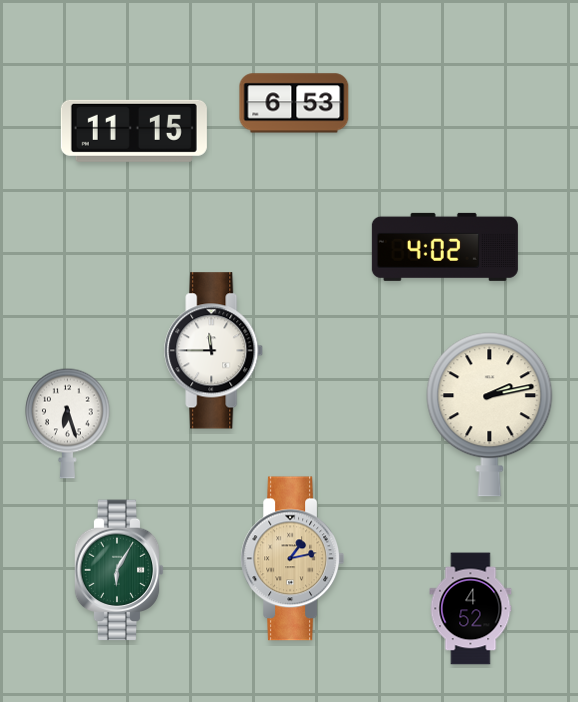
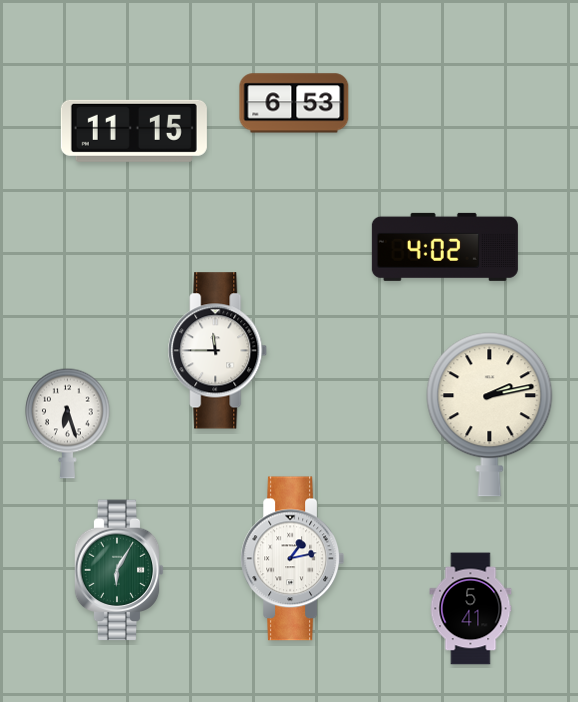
clock at (214, 351) position: (214, 351) -> (218, 351)
clock at (292, 559) dial: champagne -> white
clock at (471, 609): 4:52 -> 5:41
